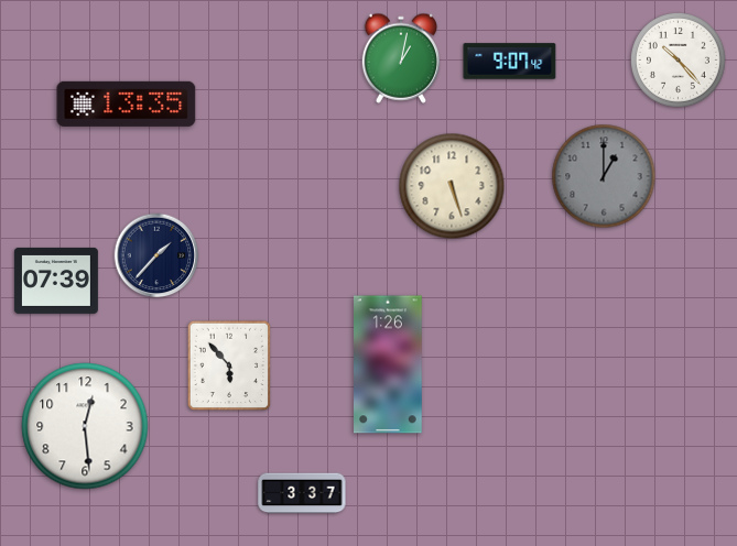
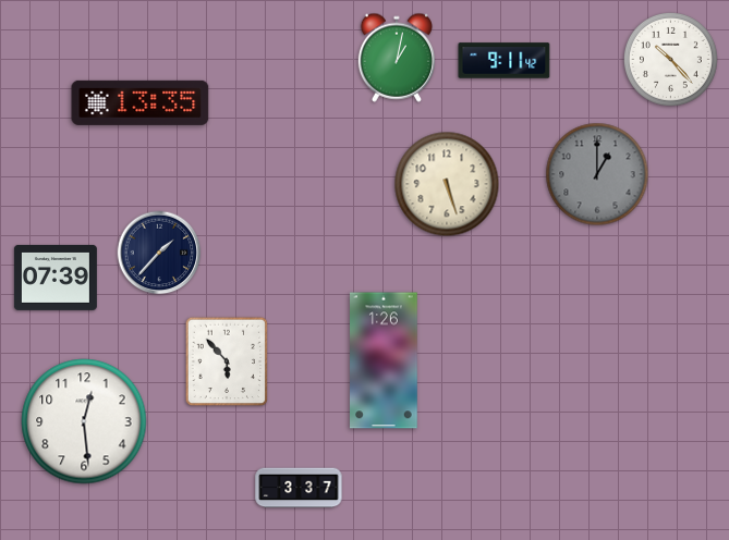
clock at (510, 62): 9:07 -> 9:11
clock at (127, 103) position: (127, 103) -> (141, 102)
clock at (156, 255) position: (156, 255) -> (159, 253)
